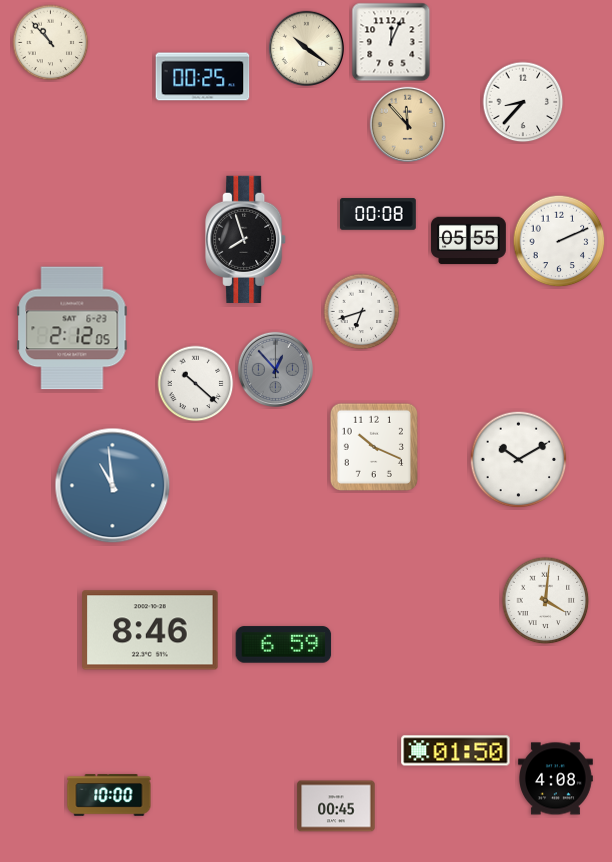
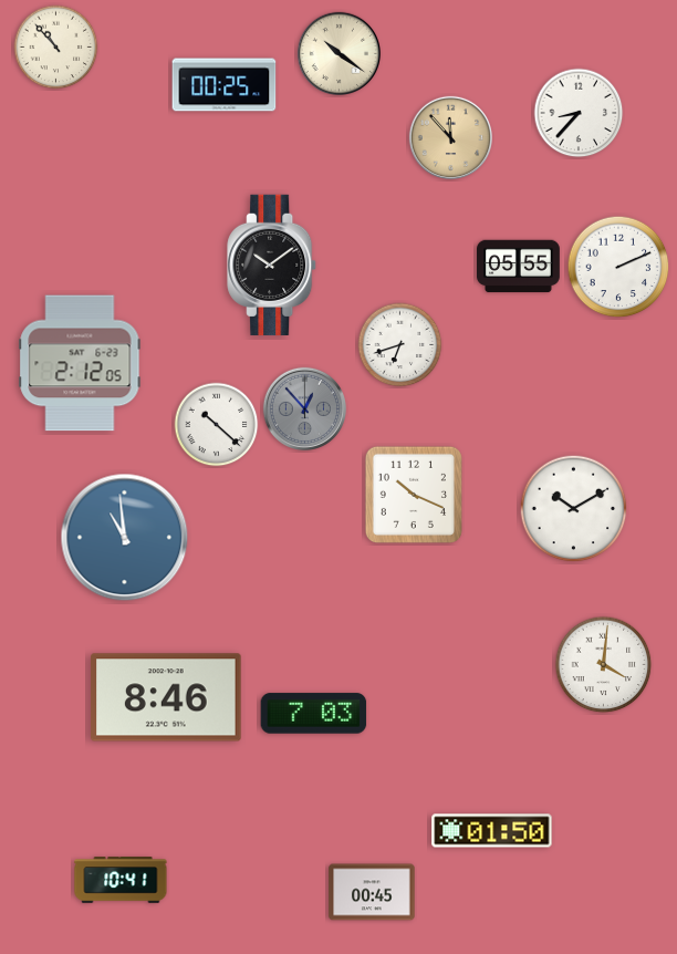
clock at (391, 42): 12:04 -> none
clock at (378, 214): 00:08 -> none
clock at (246, 239): 7:57 -> 10:09
clock at (284, 645): 6:59 -> 7:03
clock at (456, 751) position: (456, 751) -> (492, 831)
clock at (556, 779): 4:08 -> none
clock at (109, 795): 10:00 -> 10:41
